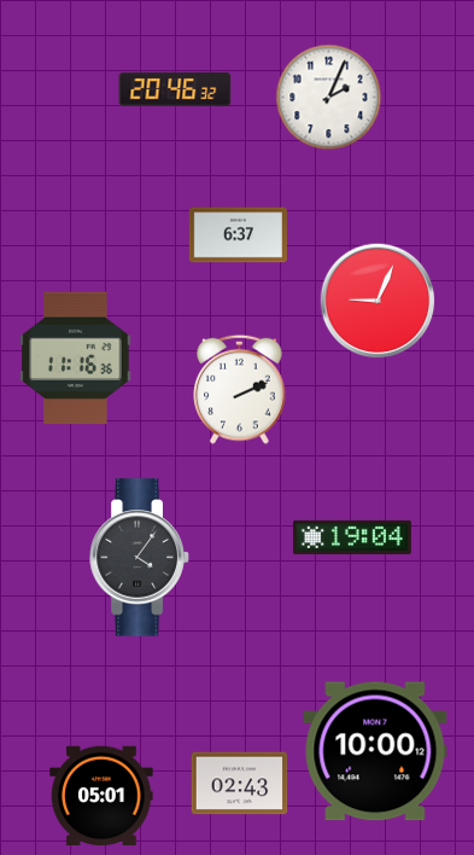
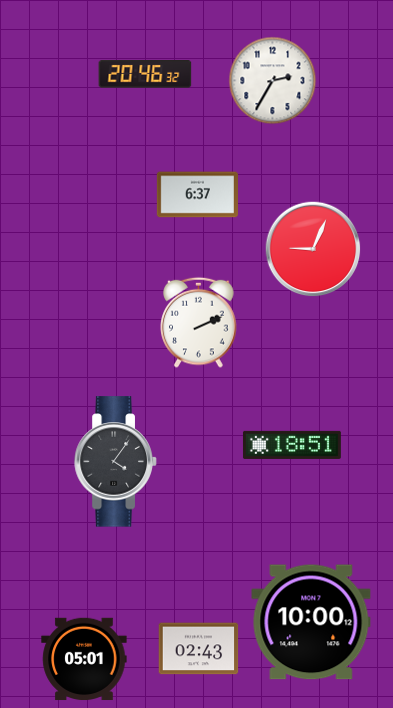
clock at (329, 98): 2:04 -> 2:35
clock at (76, 359): 11:16 -> none
clock at (352, 537): 19:04 -> 18:51
